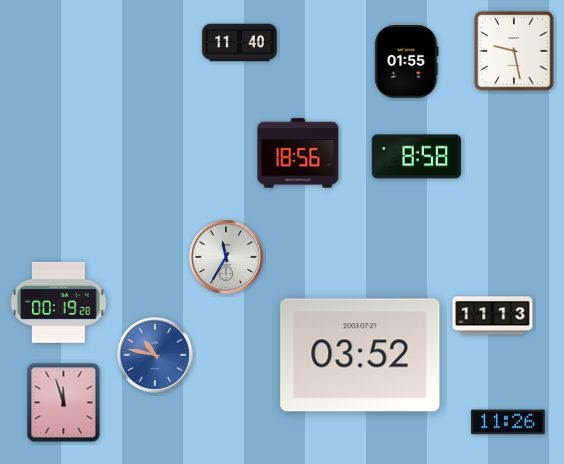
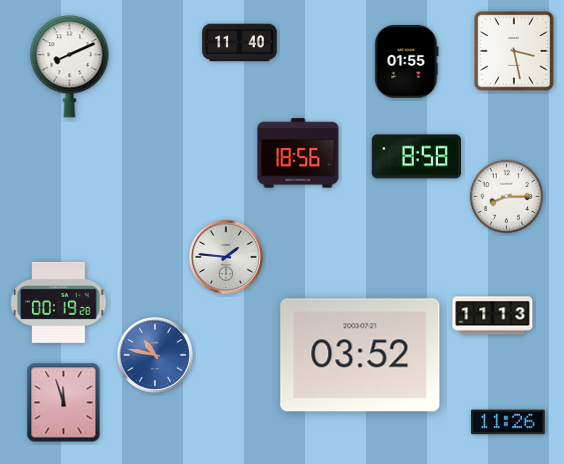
clock at (514, 51): 9:28 -> 3:28
clock at (70, 67): none -> 8:11
clock at (507, 197): none -> 8:15
clock at (226, 257): 11:35 -> 1:46
